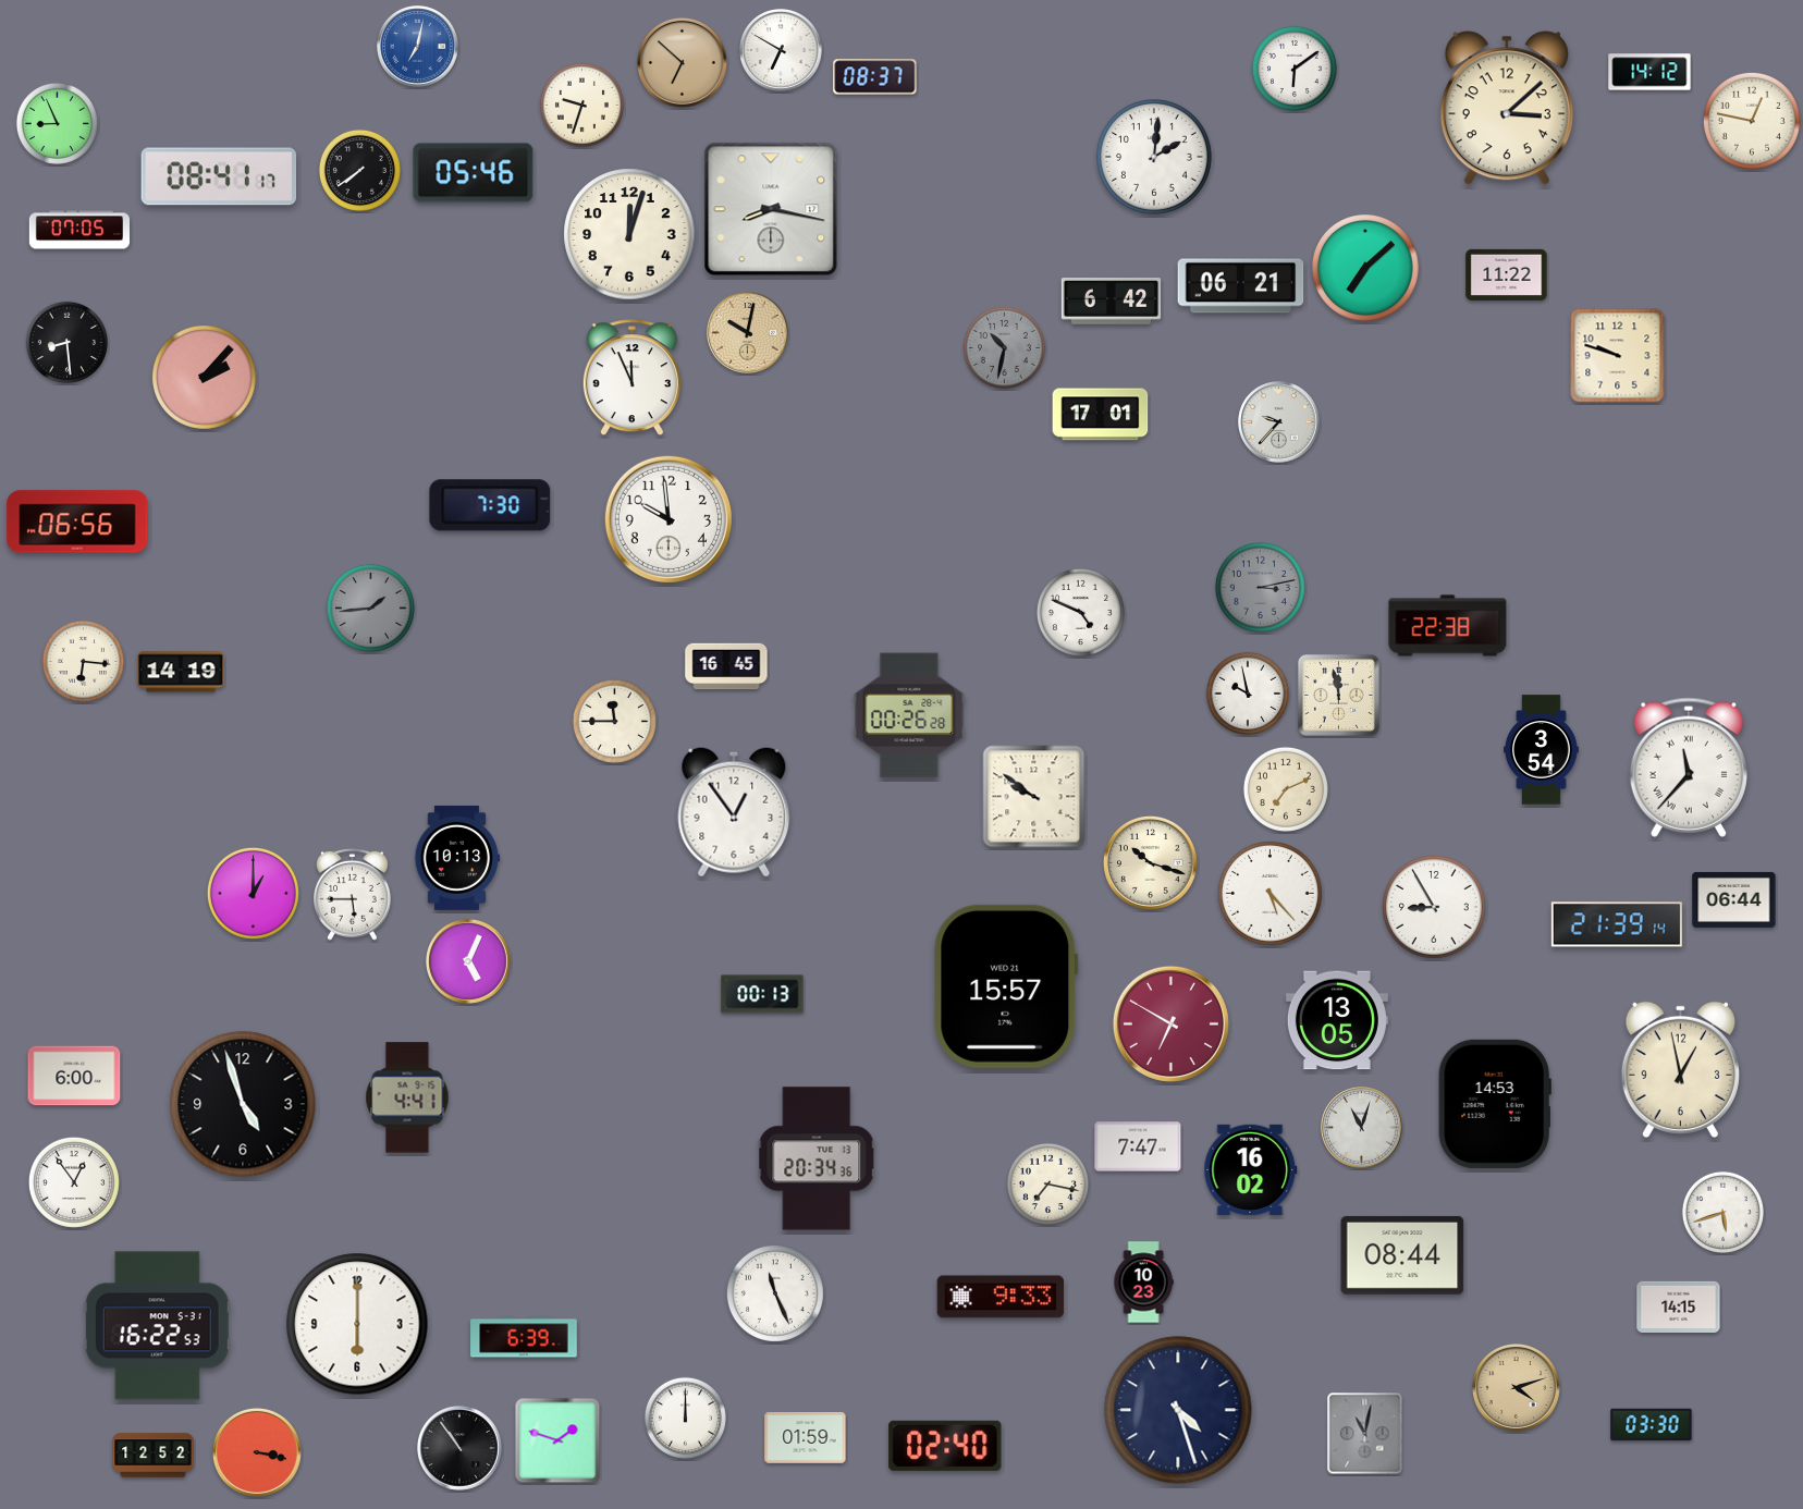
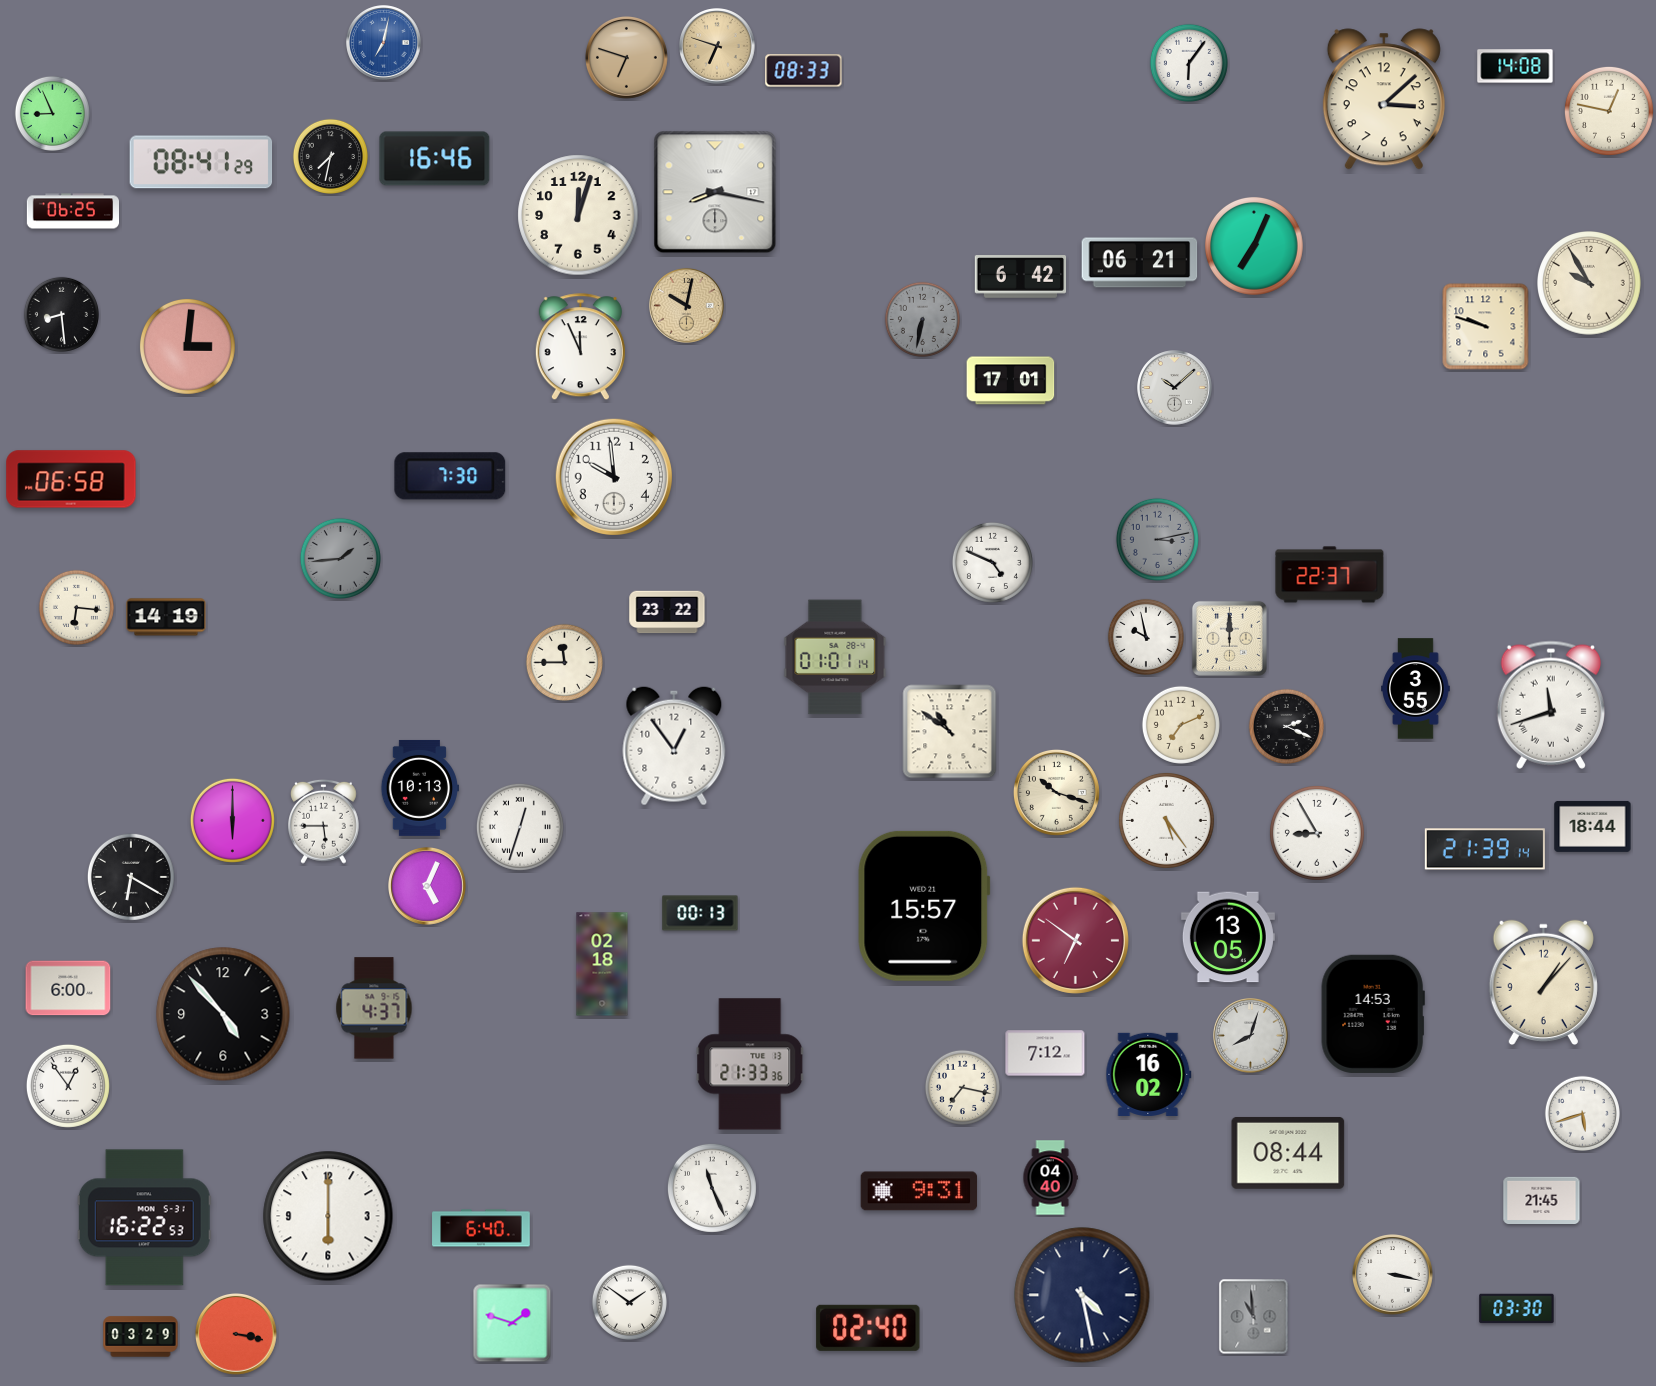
clock at (781, 50): 6:50 -> 6:48
clock at (781, 50) dial: white -> champagne
clock at (682, 62): 6:52 -> 6:48
clock at (1295, 69): 6:09 -> 6:06
clock at (1649, 72): 14:12 -> 14:08
clock at (875, 77): 08:37 -> 08:33
clock at (581, 105): 9:33 -> none
clock at (1154, 157): 2:01 -> none
clock at (359, 170): 7:39 -> 7:32
clock at (474, 173): 05:46 -> 16:46
clock at (219, 176): 08:41:17 -> 08:41:29
clock at (771, 209) position: (771, 209) -> (715, 192)
clock at (78, 230): 07:05 -> 06:25
clock at (1366, 268): 7:08 -> 7:04
clock at (1507, 274): 11:22 -> none
clock at (1590, 284): none -> 9:55
clock at (1004, 347): 10:32 -> 6:32
clock at (204, 377): 2:07 -> 3:01
clock at (1279, 422): 9:37 -> 10:08
clock at (490, 505) position: (490, 505) -> (450, 476)
clock at (77, 522): 06:56 -> 06:58
clock at (1448, 626): 22:38 -> 22:37
clock at (726, 666): 16:45 -> 23:22
clock at (1338, 695): 11:58 -> 12:00
clock at (909, 715): 00:26 -> 01:01
clock at (1542, 750): 3:54 -> 3:55
clock at (1689, 768): 11:37 -> 11:42
clock at (1286, 726): none -> 2:19
clock at (1034, 797): 9:51 -> 10:51
clock at (253, 893): 1:00 -> 6:00
clock at (1270, 893): 5:23 -> 5:24
clock at (1734, 899): 06:44 -> 18:44
clock at (520, 827): none -> 12:33
clock at (131, 877): none -> 6:20
clock at (469, 962) position: (469, 962) -> (428, 887)
clock at (1170, 1023): 6:50 -> 6:51
clock at (602, 964): none -> 02:18
clock at (1680, 1070): 12:58 -> 1:07
clock at (407, 1097): 4:41 -> 4:37
clock at (243, 1104): 4:57 -> 4:53
clock at (1362, 1128): 11:03 -> 8:03
clock at (1138, 1146): 7:47 -> 7:12
clock at (817, 1158): 20:34 -> 21:33
clock at (1143, 1283): 10:23 -> 04:40
clock at (1001, 1297): 9:33 -> 9:31
clock at (1679, 1306): 14:15 -> 21:45
clock at (524, 1337): 6:39 -> 6:40
clock at (1517, 1388): 4:12 -> 3:17
clock at (1517, 1388) dial: champagne -> white
clock at (1178, 1410): 4:27 -> 4:28
clock at (685, 1418): 12:00 -> 1:51
clock at (1365, 1434): 11:02 -> 10:59
clock at (806, 1437): 01:59 -> none
clock at (461, 1449): 10:54 -> none
clock at (154, 1456): 12:52 -> 03:29
